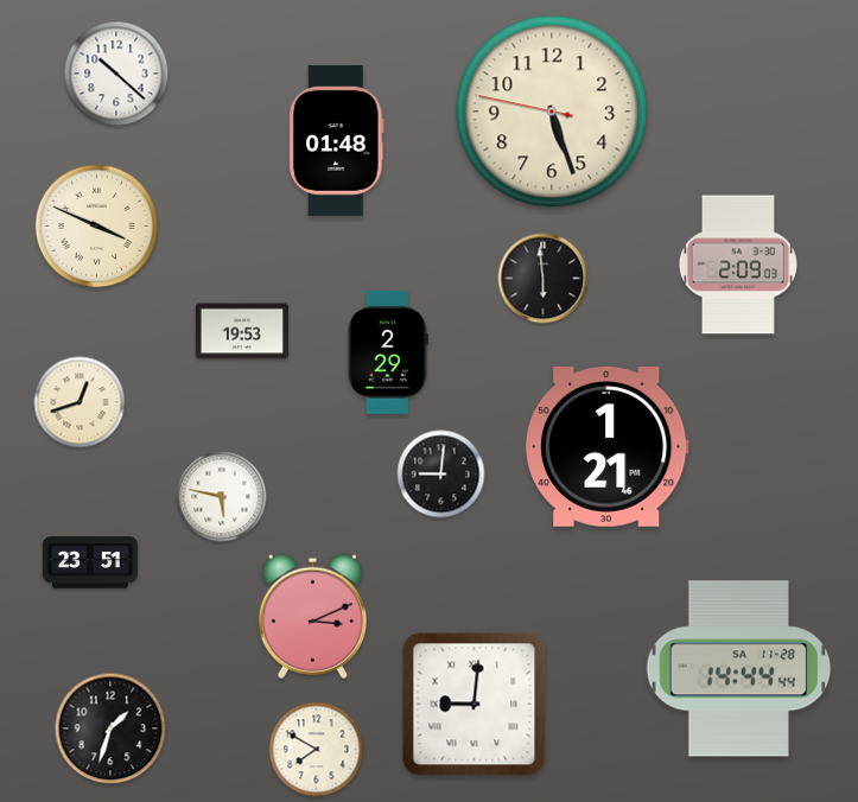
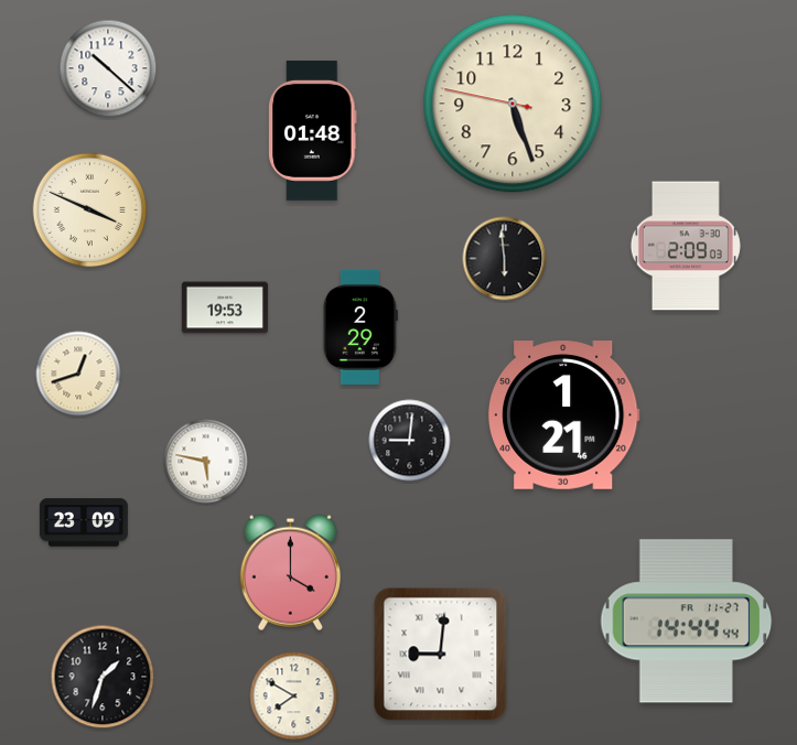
clock at (80, 402) position: (80, 402) -> (78, 374)
clock at (90, 562): 23:51 -> 23:09
clock at (312, 616): 3:11 -> 4:00
clock at (739, 669) date: SA 11-28 -> FR 11-27
